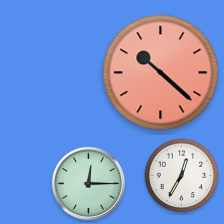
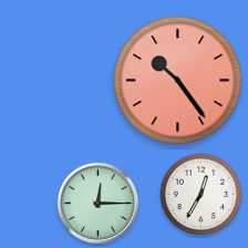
clock at (161, 73): 10:22 -> 10:24
